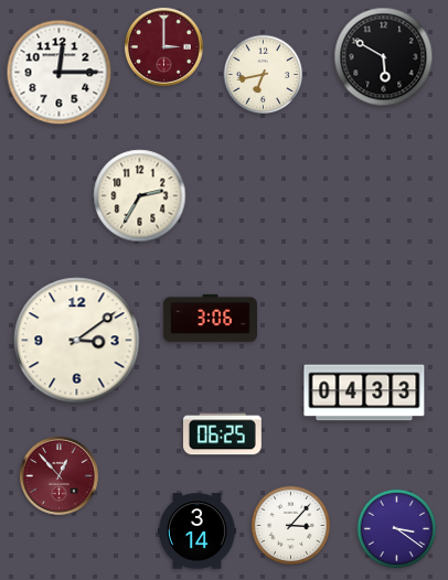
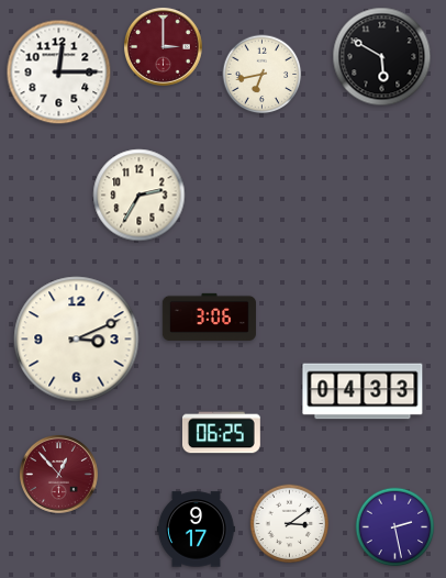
clock at (77, 341): 3:09 -> 3:11
clock at (291, 526): 3:07 -> 3:09
clock at (397, 529): 3:21 -> 2:28
clock at (198, 531): 3:14 -> 9:17
